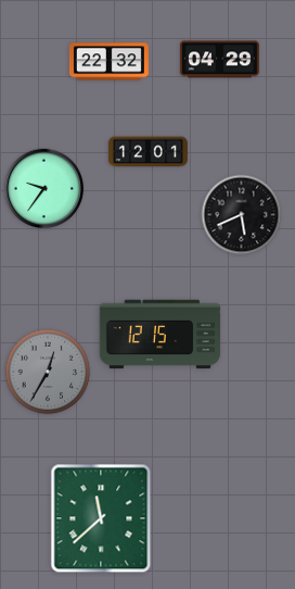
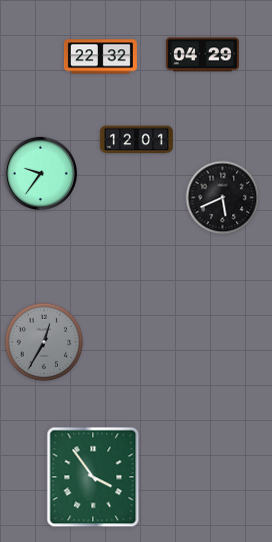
clock at (161, 335): 12:15 -> none
clock at (101, 518): 11:38 -> 3:54
